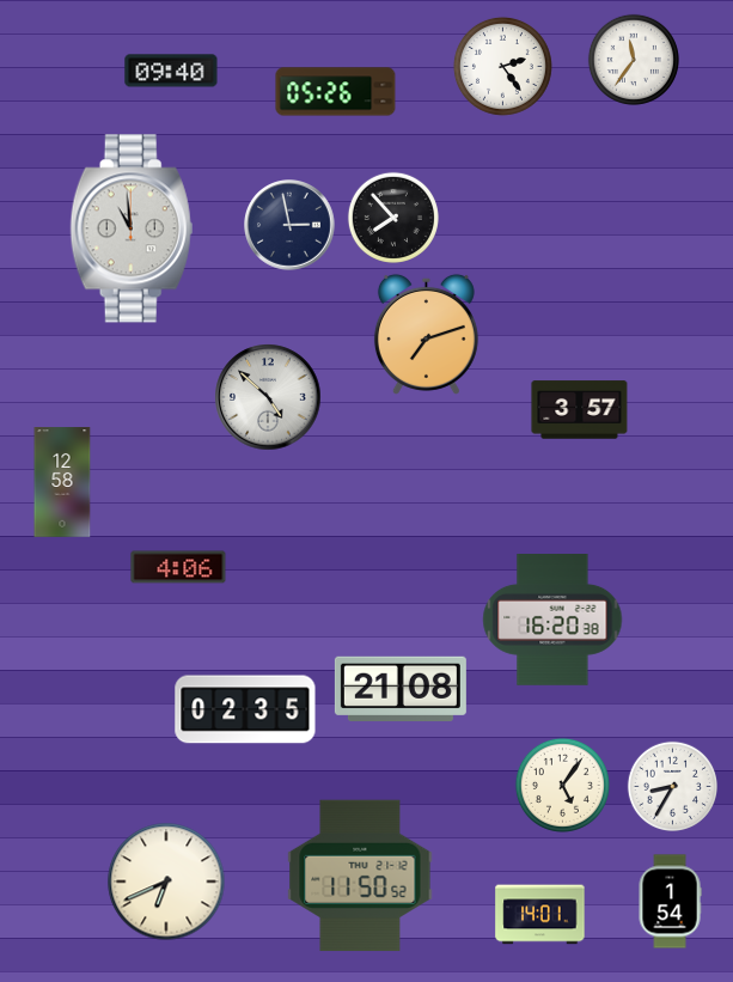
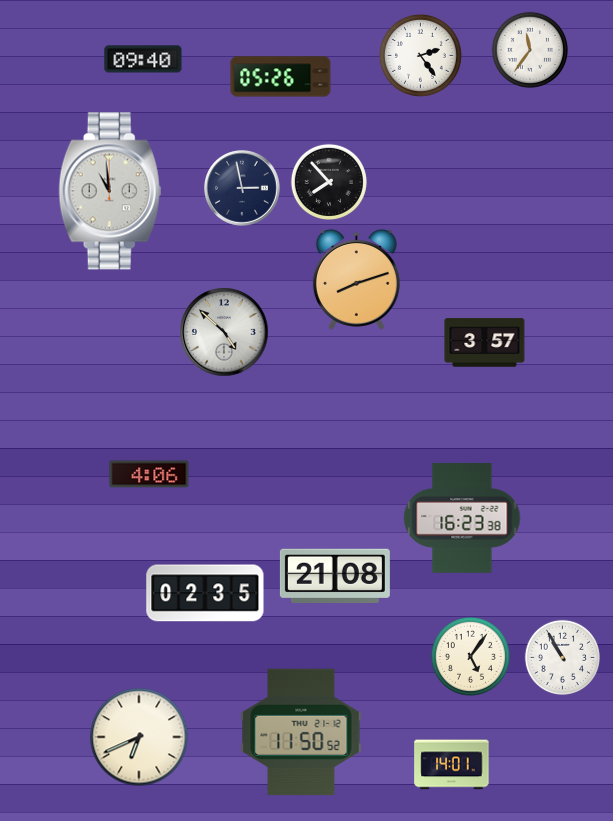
clock at (426, 334): 7:12 -> 8:12
clock at (62, 482): 12:58 -> none
clock at (552, 621): 16:20 -> 16:23
clock at (672, 786): 8:35 -> 10:55
clock at (670, 902): 1:54 -> none
